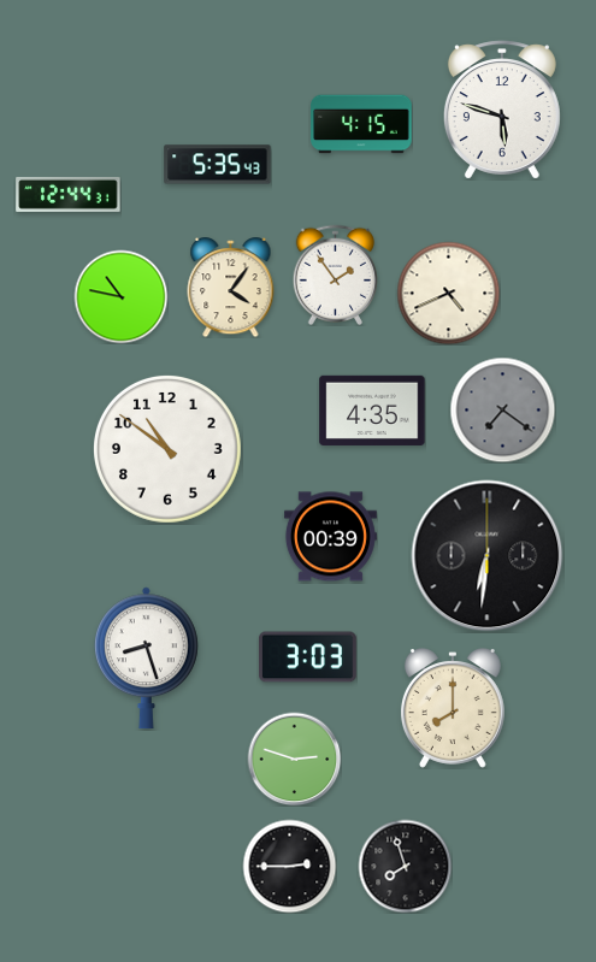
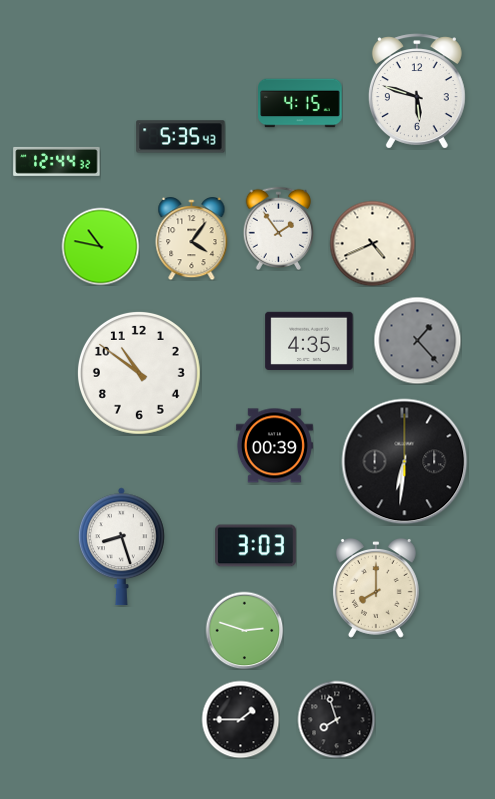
clock at (69, 194): 12:44:31 -> 12:44:32
clock at (502, 409): 7:21 -> 1:23
clock at (289, 866): 2:45 -> 1:45
